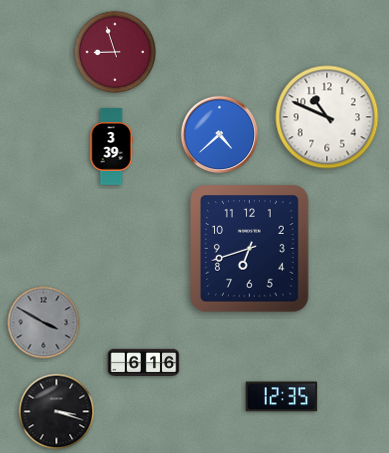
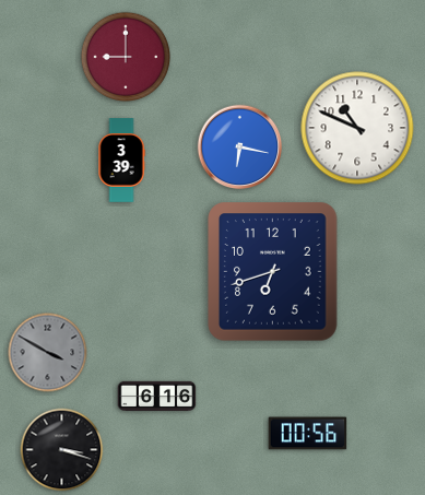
clock at (115, 52): 8:57 -> 9:00
clock at (220, 135): 4:38 -> 6:17
clock at (282, 397): 12:35 -> 00:56
